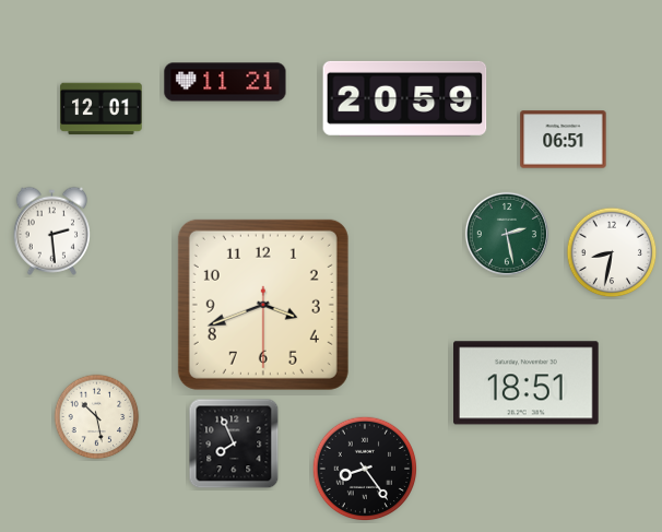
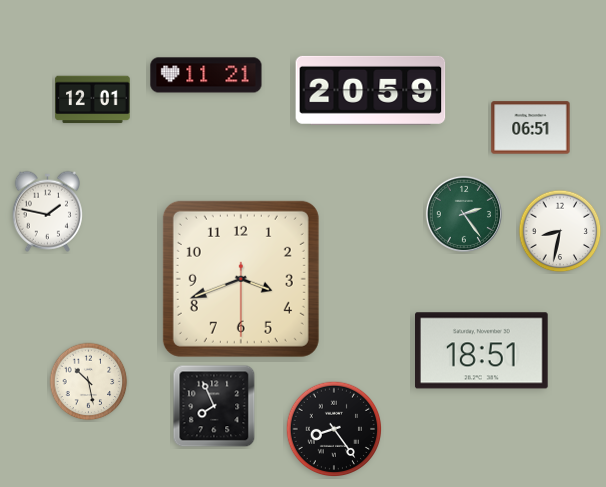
clock at (564, 140) position: (564, 140) -> (531, 128)
clock at (51, 230): 2:29 -> 1:47
clock at (507, 234): 2:28 -> 2:24
